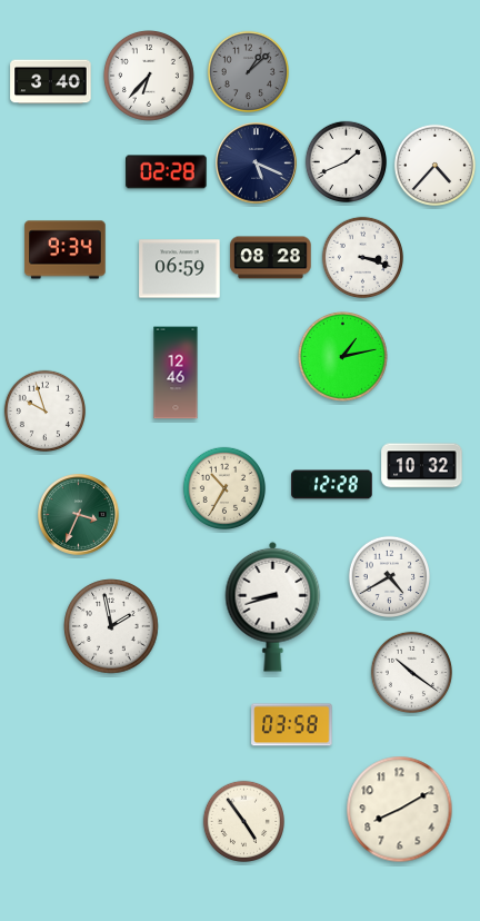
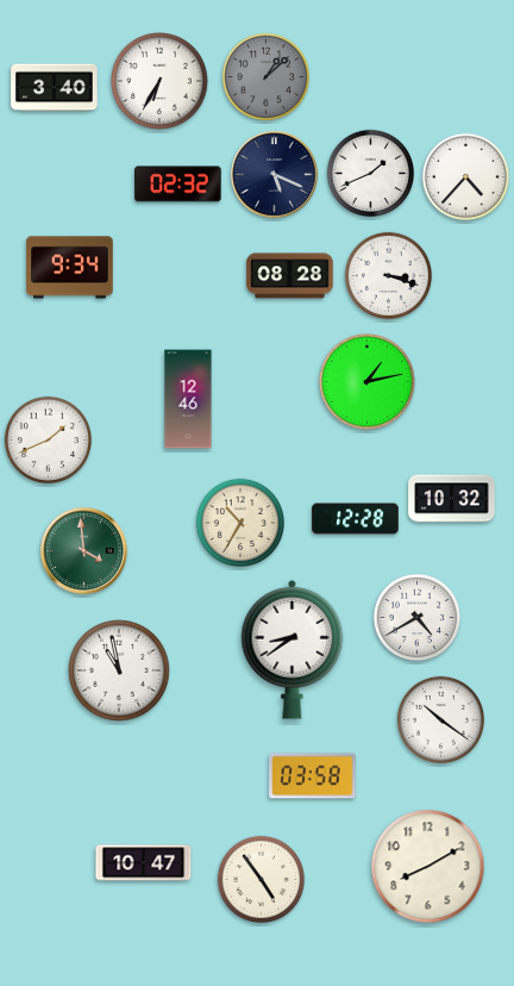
clock at (149, 76): 6:37 -> 6:35
clock at (167, 172): 02:28 -> 02:32
clock at (180, 269): 06:59 -> none
clock at (44, 410): 9:57 -> 1:41
clock at (79, 515): 3:34 -> 3:59
clock at (273, 606): 8:42 -> 8:39
clock at (111, 626): 1:58 -> 10:58
clock at (144, 863): none -> 10:47
